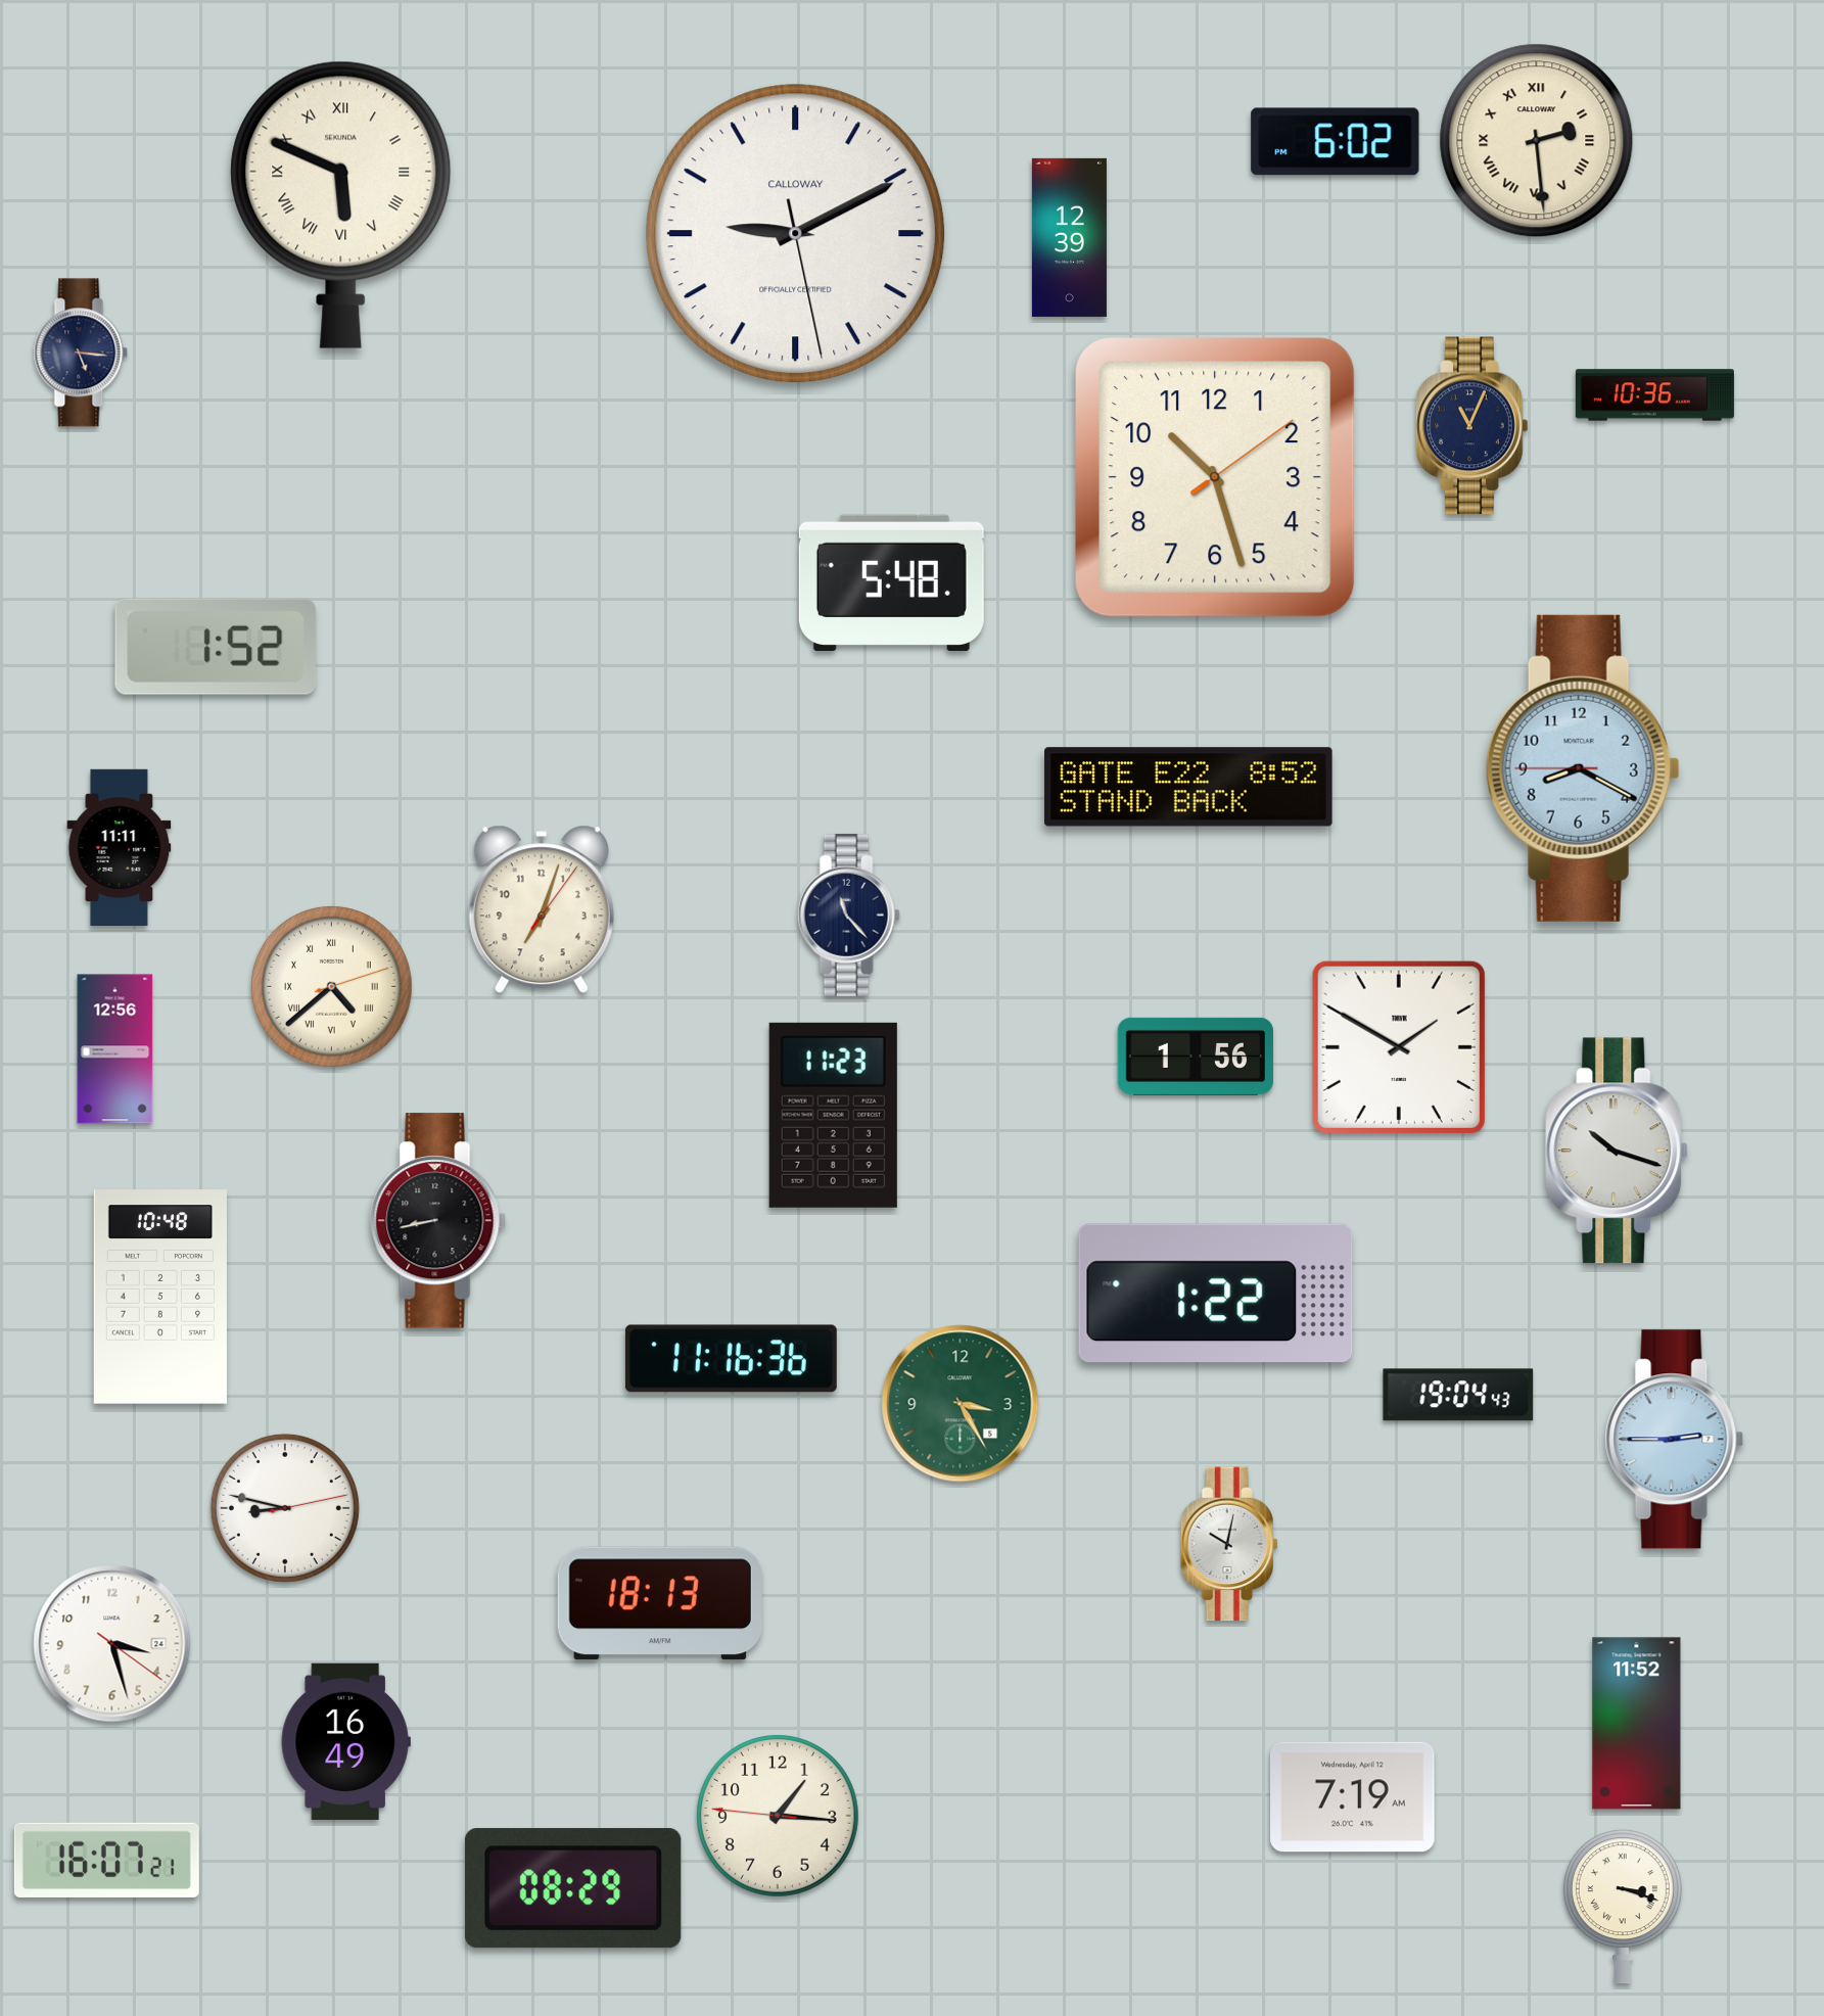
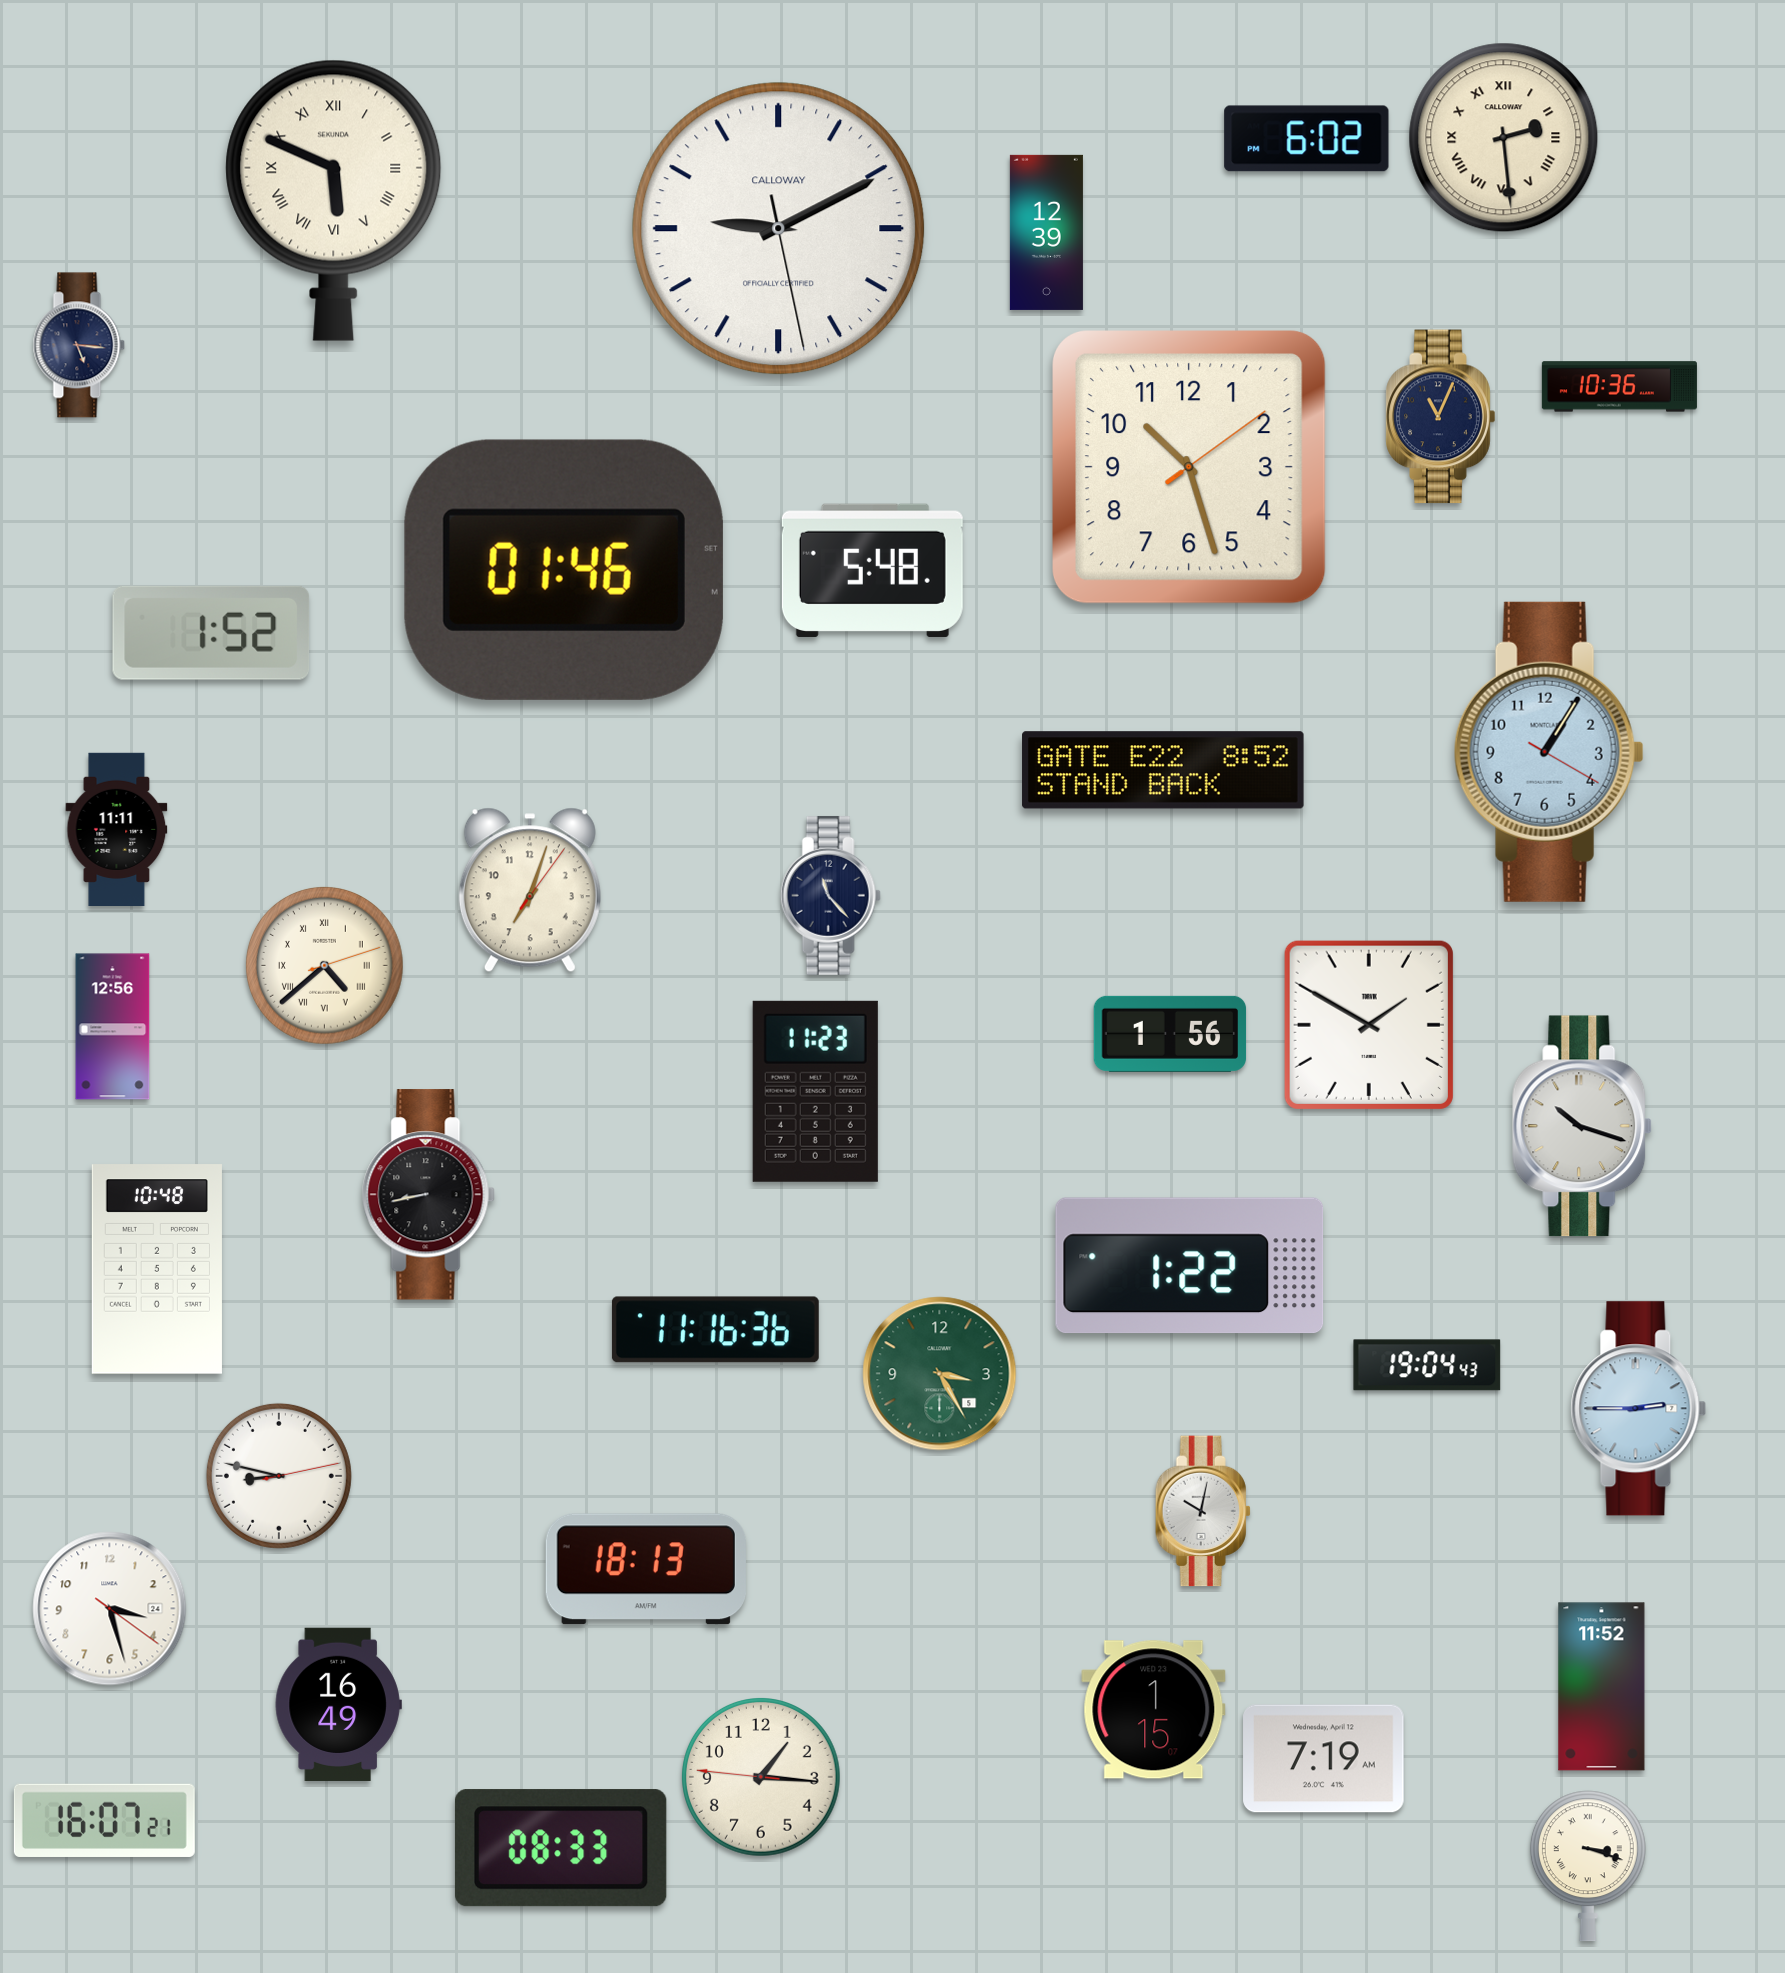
clock at (564, 570): none -> 01:46
clock at (1583, 768): 8:19 -> 1:05
clock at (1154, 1710): none -> 1:15
clock at (573, 1888): 08:29 -> 08:33
